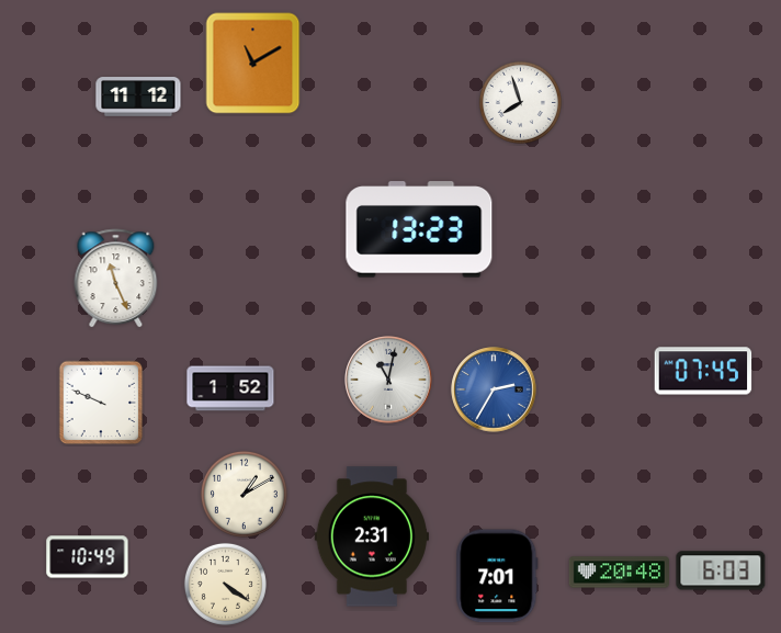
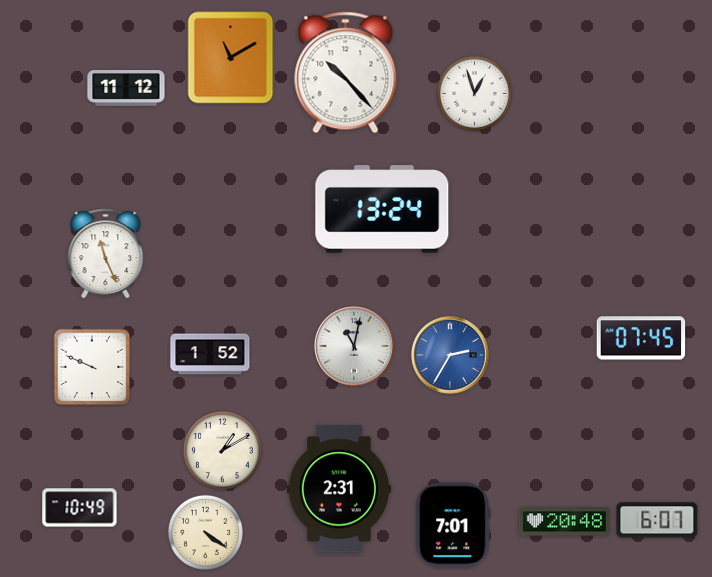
clock at (346, 73): none -> 10:23
clock at (520, 102): 7:57 -> 12:57
clock at (419, 229): 13:23 -> 13:24
clock at (721, 570): 6:03 -> 6:07
